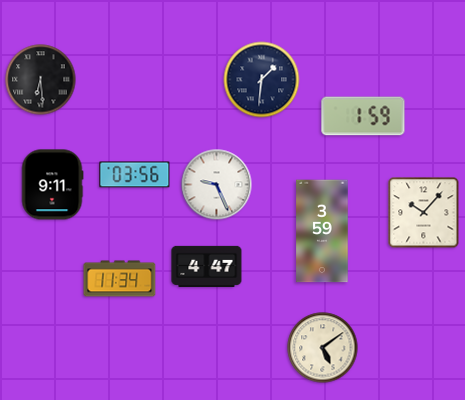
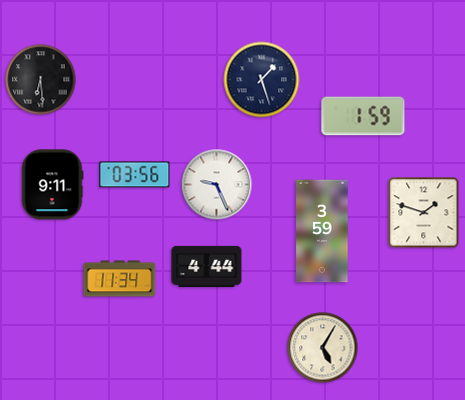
clock at (262, 80): 1:31 -> 1:27
clock at (424, 213): 10:07 -> 1:48
clock at (207, 266): 4:47 -> 4:44
clock at (323, 348): 5:09 -> 5:05
